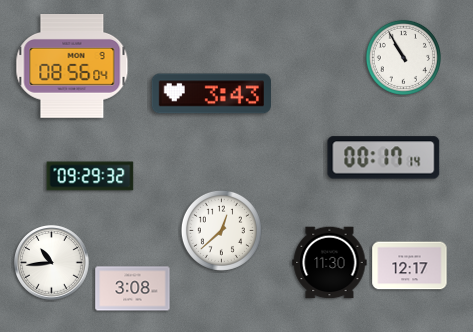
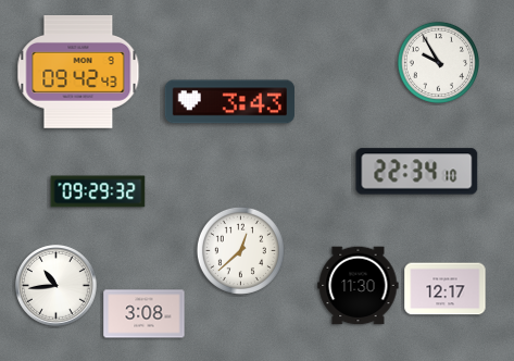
clock at (403, 57): 10:55 -> 9:55
clock at (72, 67): 08:56 -> 09:42
clock at (384, 158): 00:17 -> 22:34
